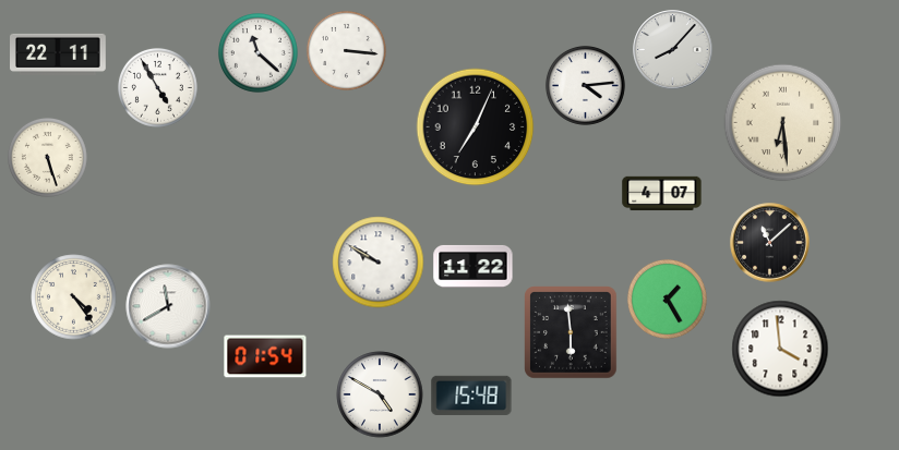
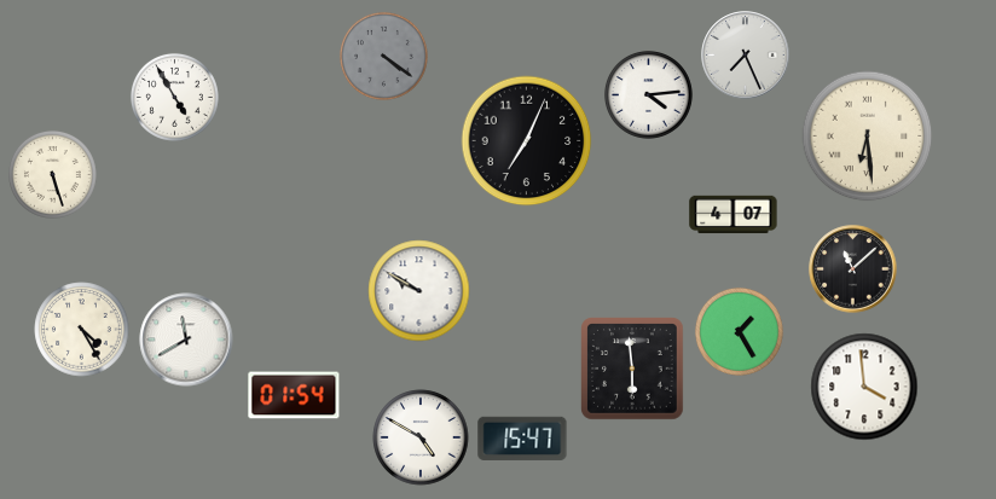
clock at (346, 50): 3:16 -> 4:21
clock at (346, 50) dial: white -> grey
clock at (673, 50): 8:07 -> 7:26
clock at (257, 52): 11:22 -> none
clock at (59, 54): 22:11 -> none
clock at (474, 266): 11:22 -> none
clock at (74, 297): 4:24 -> 4:25
clock at (471, 394): 15:48 -> 15:47
